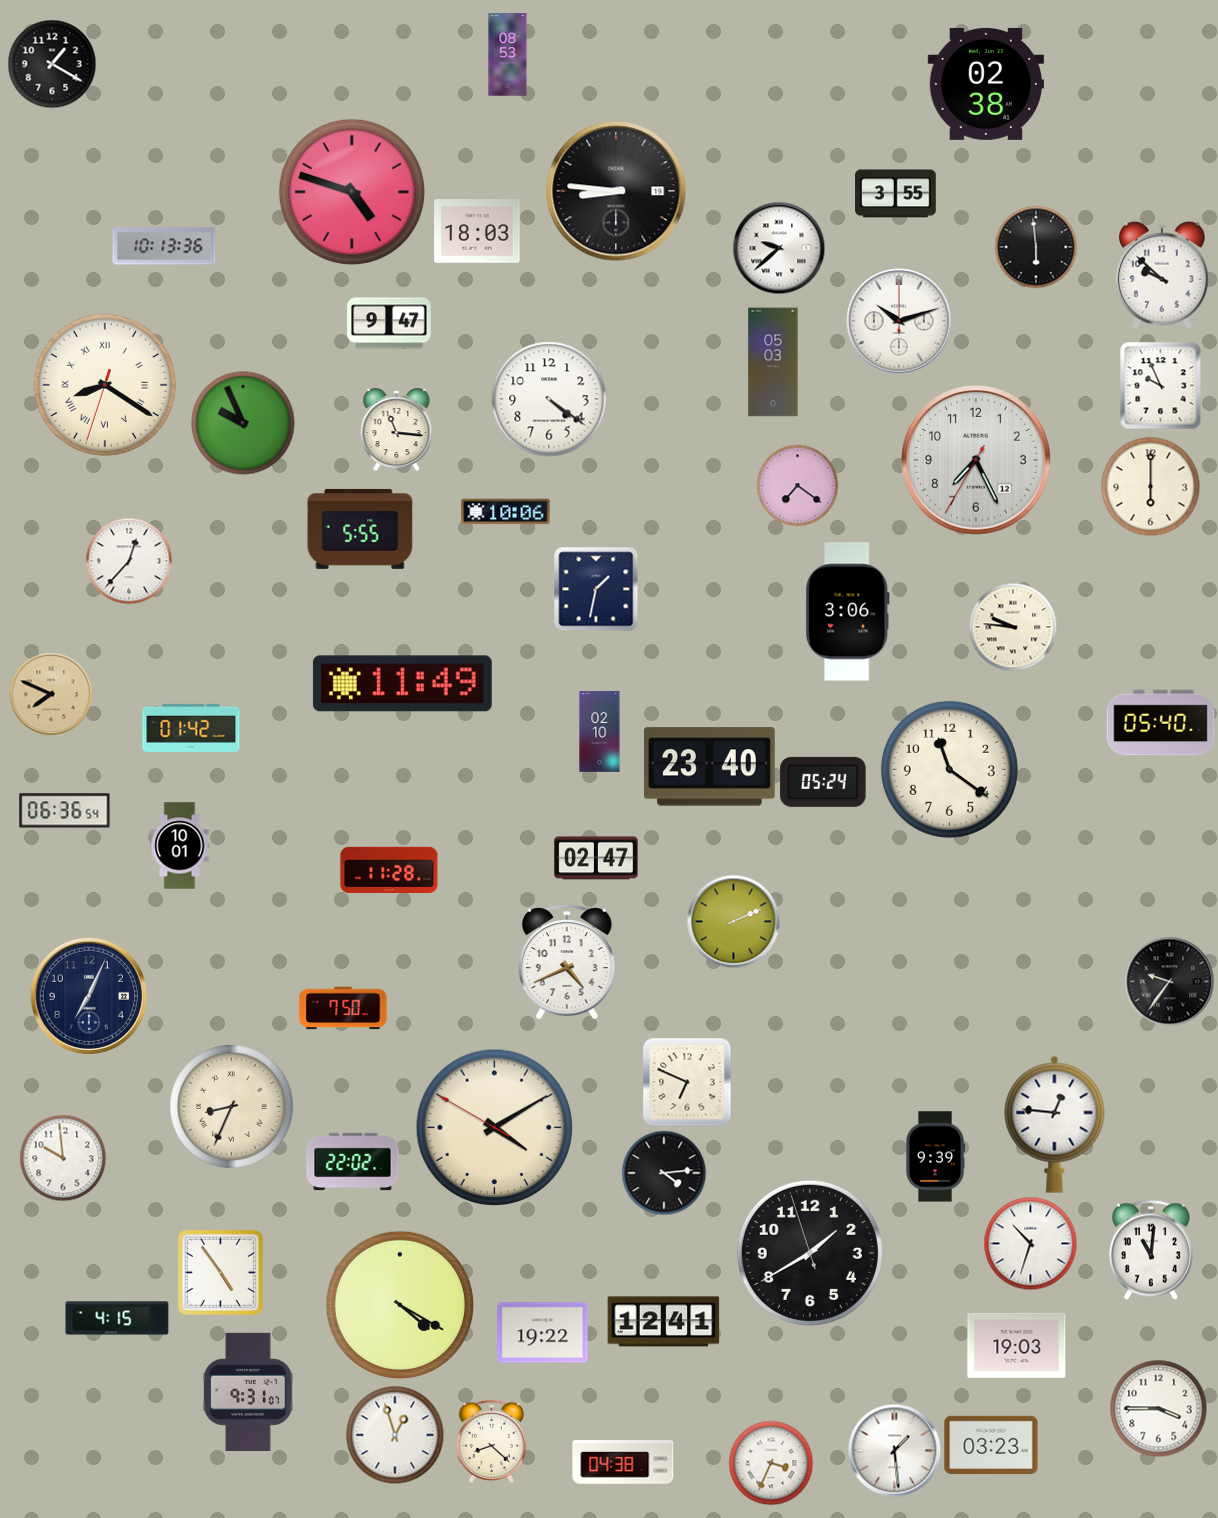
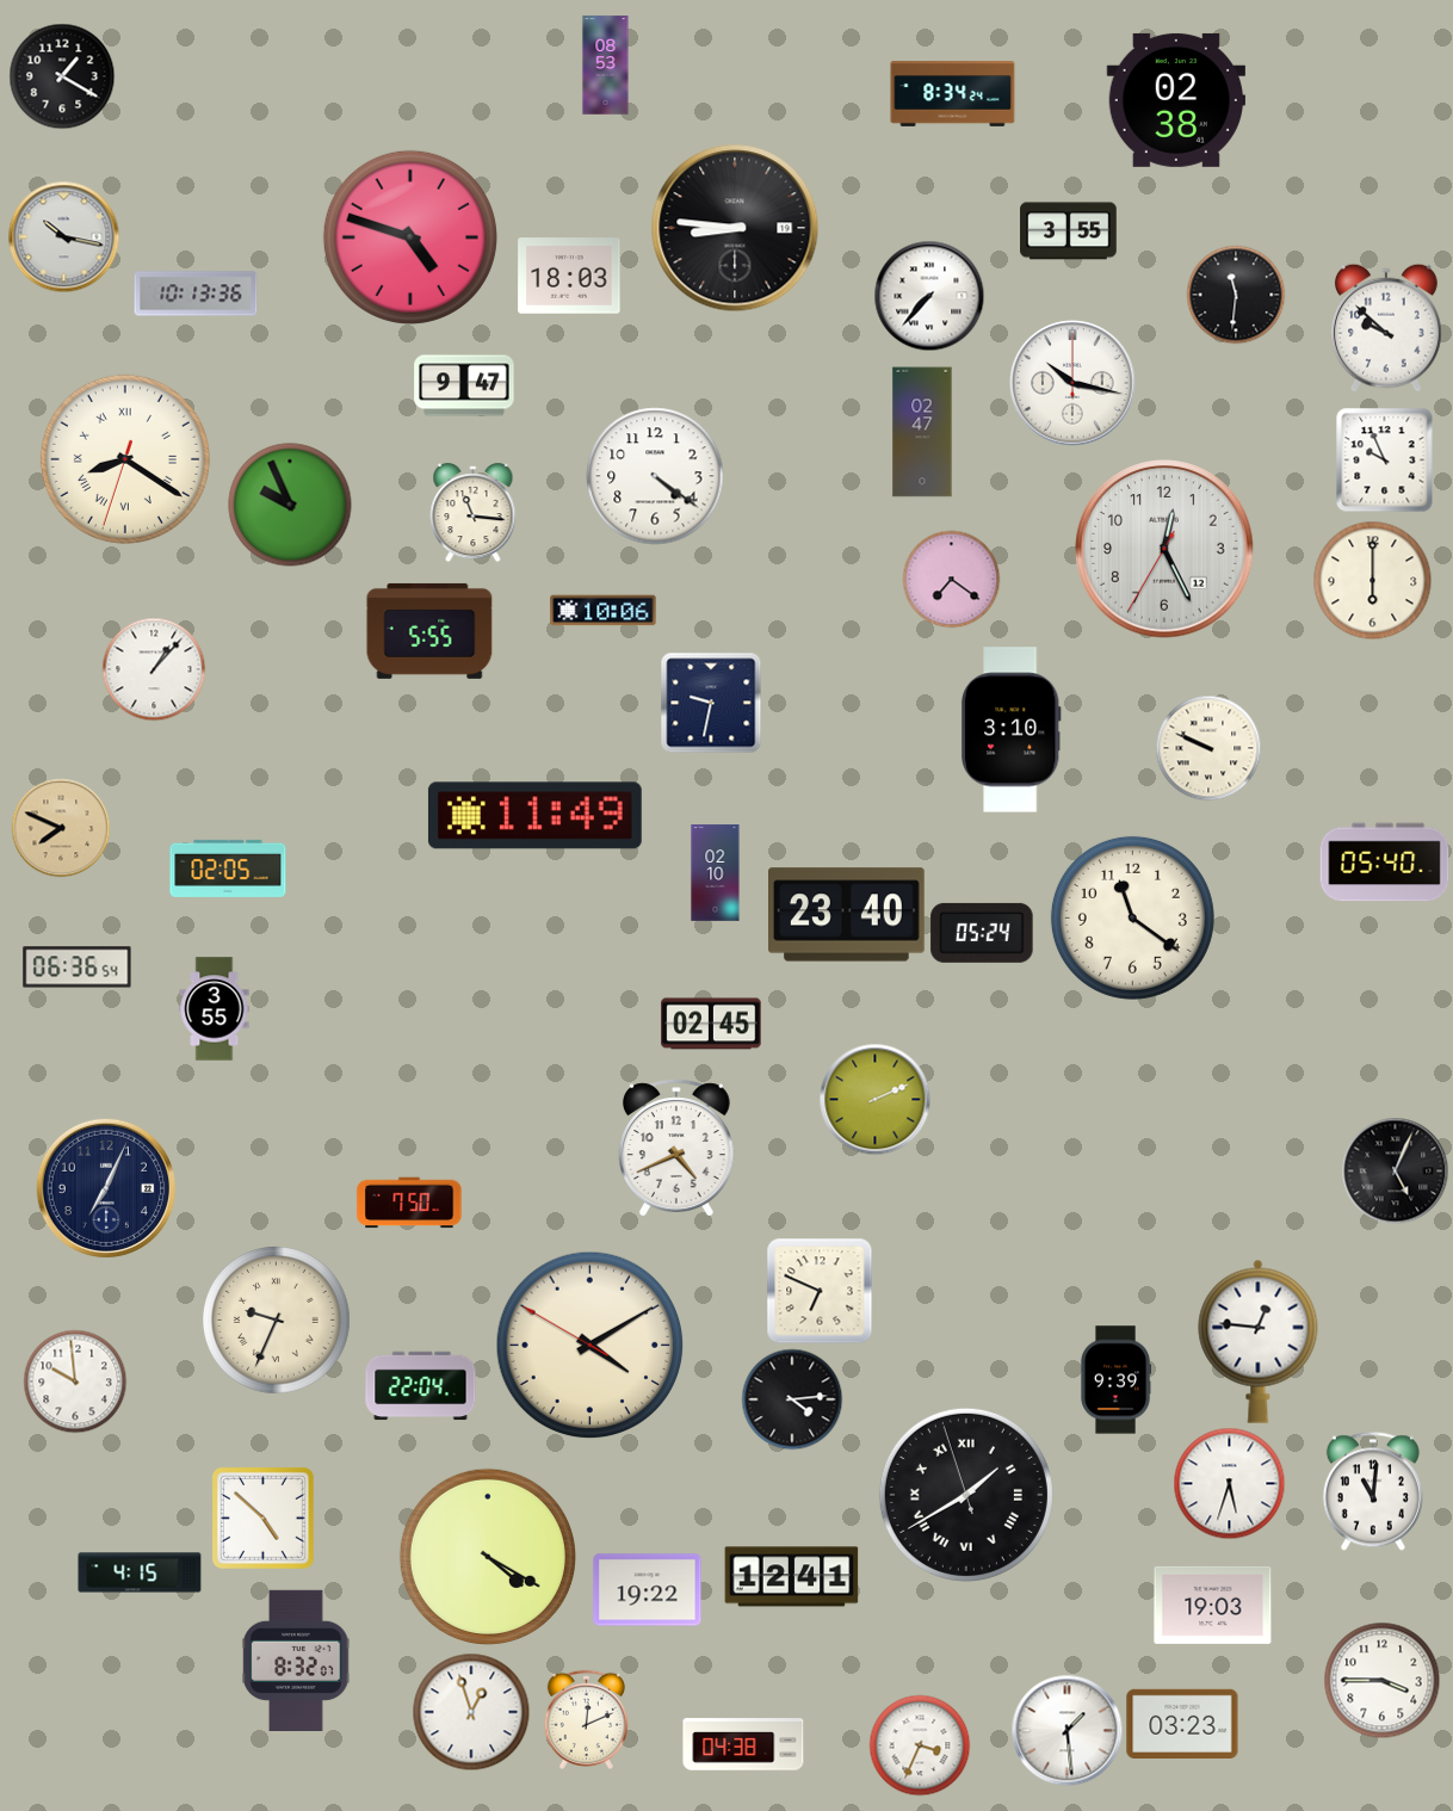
clock at (953, 94): none -> 8:34
clock at (352, 192) position: (352, 192) -> (410, 237)
clock at (63, 236): none -> 10:17
clock at (1036, 247): 5:59 -> 11:31
clock at (779, 248): 9:38 -> 7:37
clock at (899, 321): 10:12 -> 10:17
clock at (773, 362): 05:03 -> 02:47
clock at (976, 460): 7:25 -> 12:25
clock at (129, 561): 12:37 -> 1:07
clock at (596, 589): 1:32 -> 9:32
clock at (847, 612): 3:06 -> 3:10
clock at (1013, 627): 9:46 -> 9:49
clock at (402, 684) position: (402, 684) -> (534, 816)
clock at (191, 728): 01:42 -> 02:05
clock at (180, 846): 10:01 -> 3:55
clock at (596, 858): 02:47 -> 02:45
clock at (389, 869): 11:28 -> none
clock at (1169, 981): 9:36 -> 5:04
clock at (232, 1107): 8:34 -> 9:34
clock at (353, 1162): 22:02 -> 22:04
clock at (1030, 1243): 10:33 -> 5:33
clock at (810, 1253) numerals: Arabic -> Roman
clock at (220, 1272): 4:54 -> 4:52
clock at (400, 1305) position: (400, 1305) -> (488, 1557)
clock at (248, 1391): 9:31 -> 8:32
clock at (491, 1441): 8:22 -> 12:11
